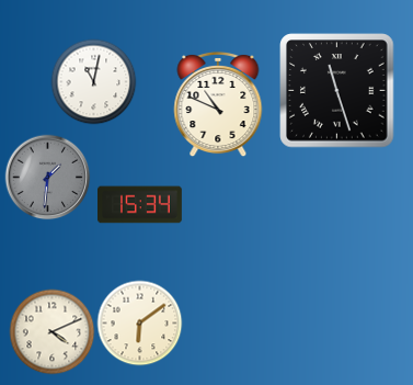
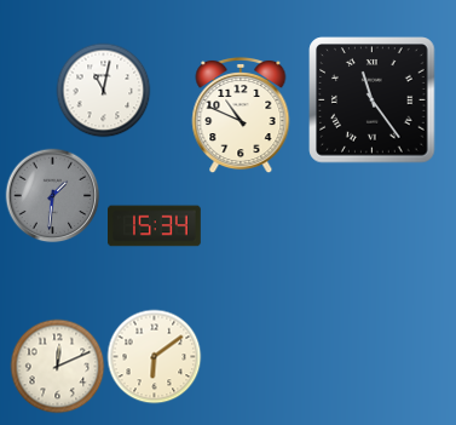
clock at (337, 91): 11:27 -> 11:24
clock at (51, 331): 4:11 -> 12:11
